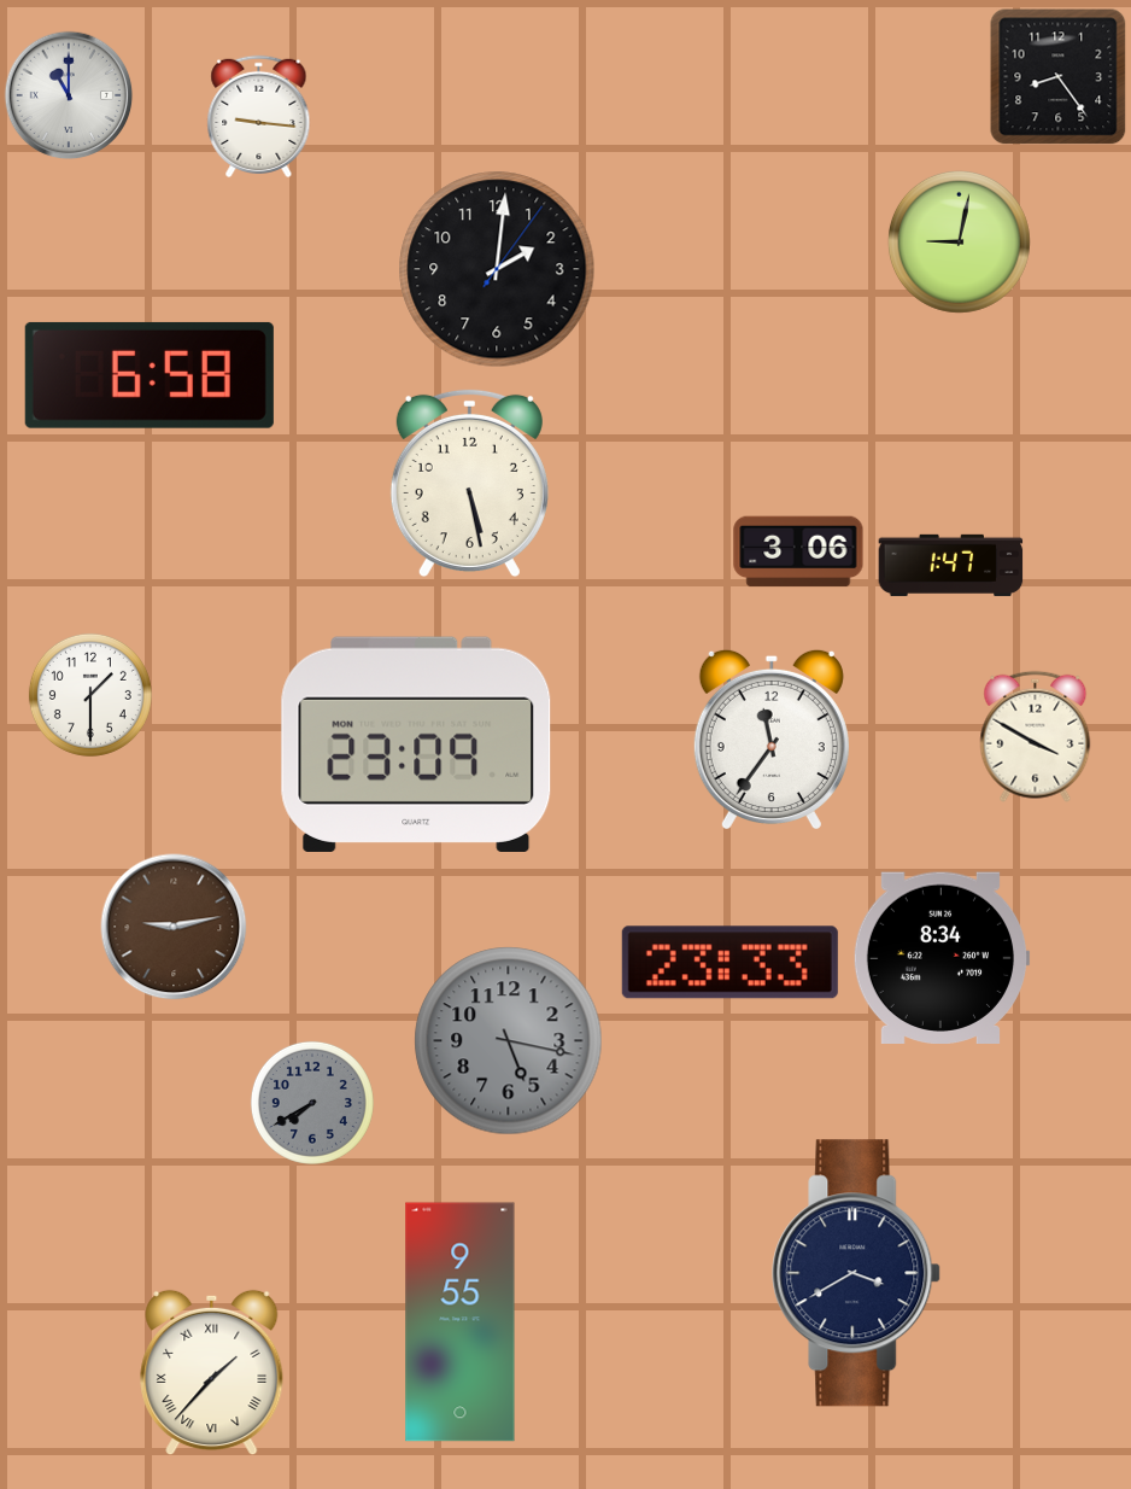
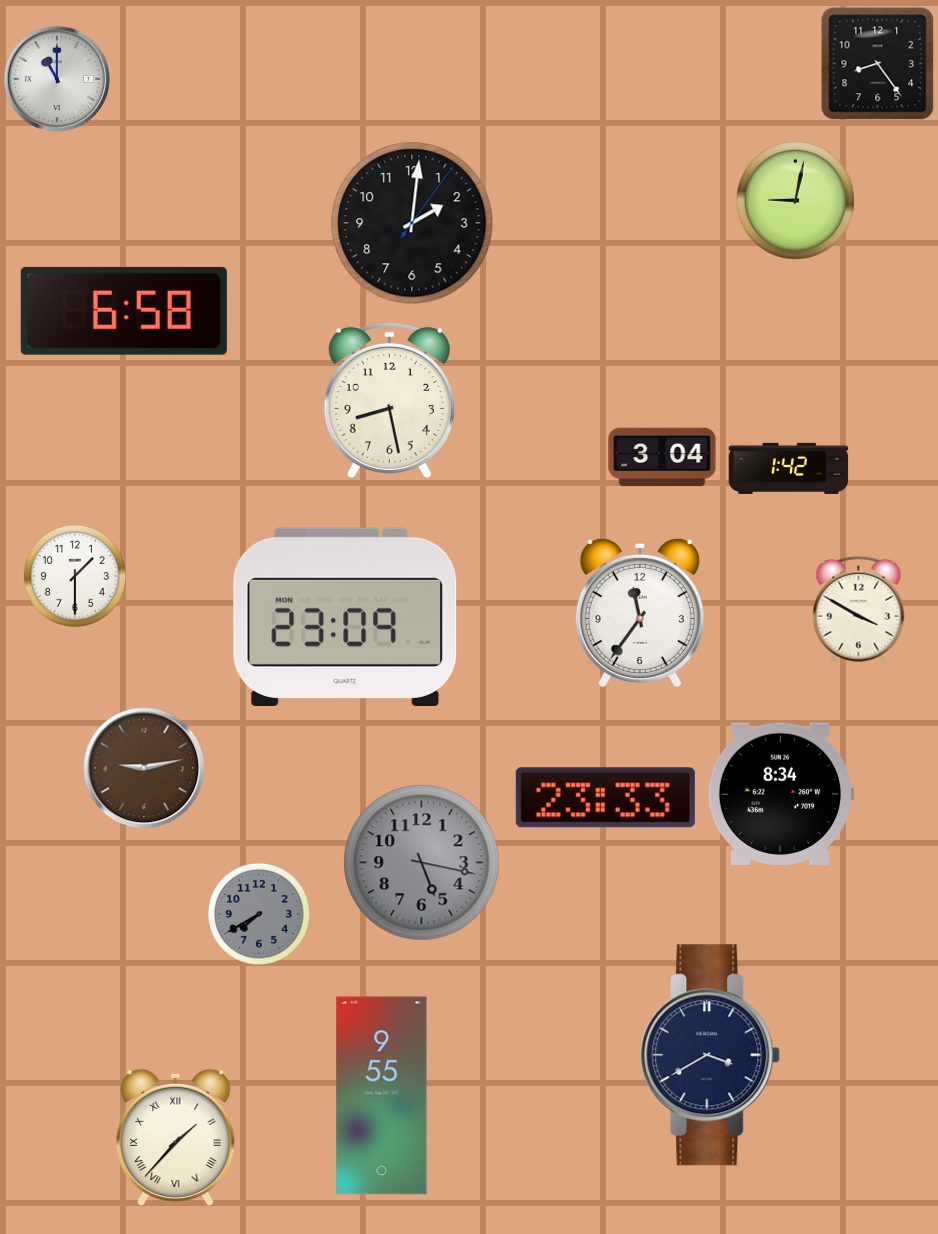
clock at (259, 116): 9:16 -> none
clock at (469, 484): 5:28 -> 8:28
clock at (798, 551): 3:06 -> 3:04
clock at (951, 565): 1:47 -> 1:42
